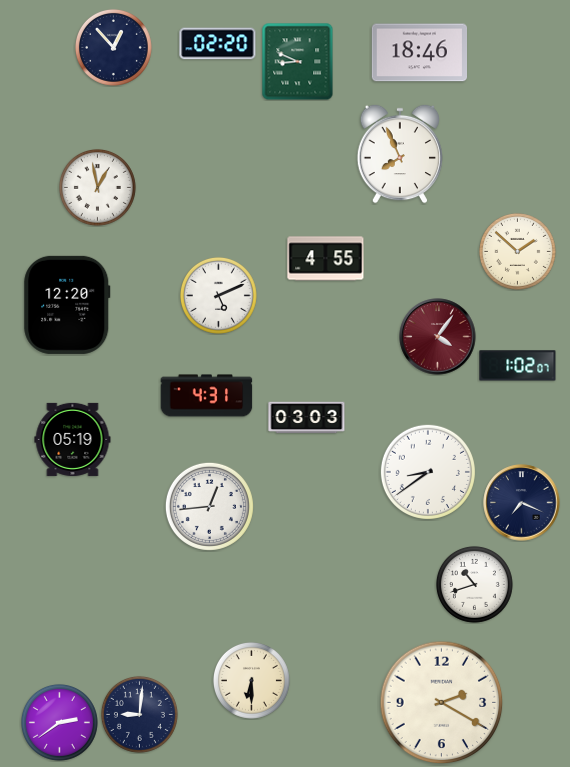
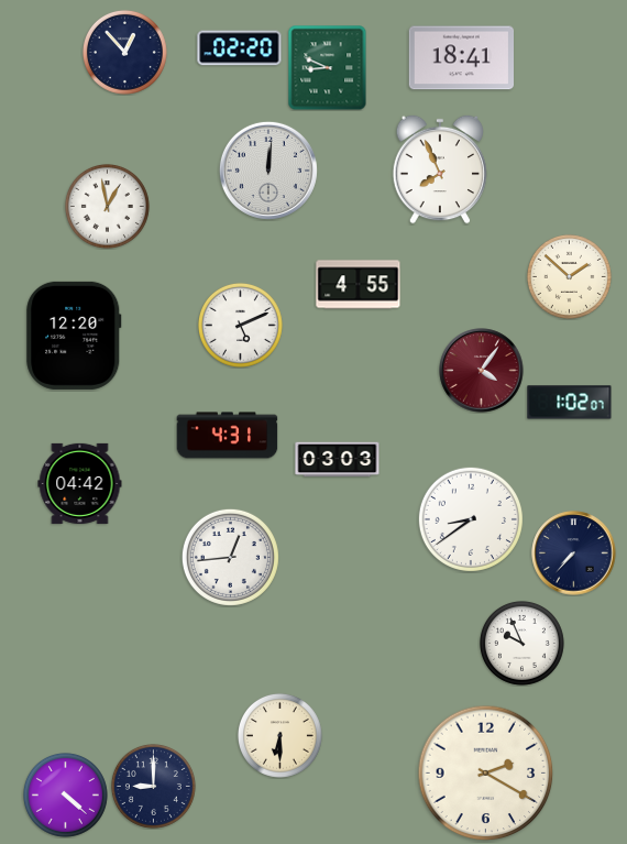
clock at (419, 53): 18:46 -> 18:41
clock at (268, 171): none -> 12:01
clock at (73, 439): 05:19 -> 04:42
clock at (522, 503): 7:19 -> 7:37
clock at (474, 584): 10:42 -> 9:56
clock at (251, 680) position: (251, 680) -> (279, 735)
clock at (139, 714): 9:01 -> 9:00
clock at (59, 722): 2:39 -> 4:22
